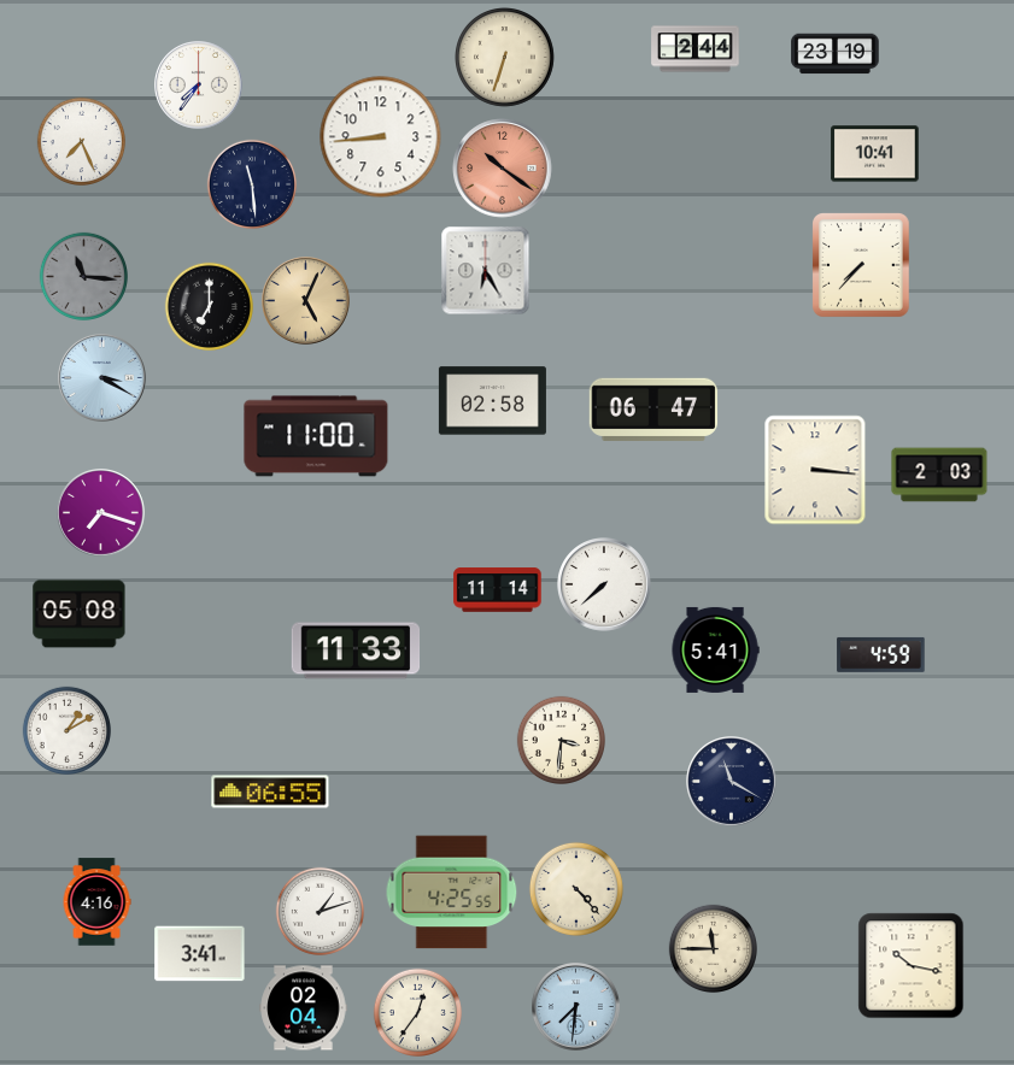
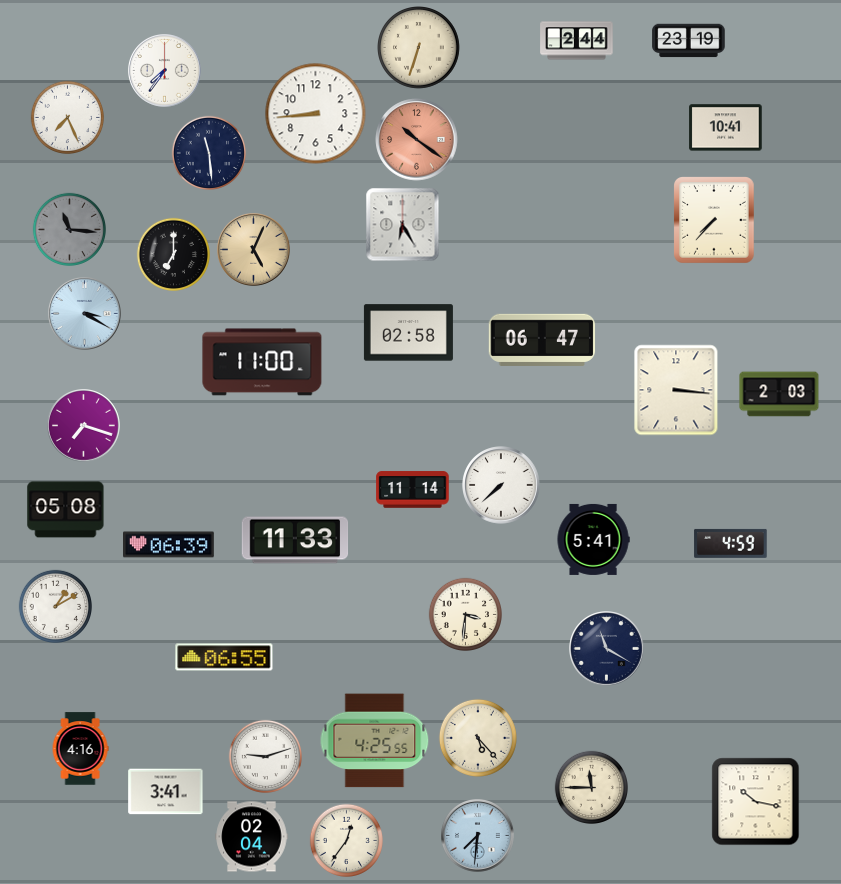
clock at (836, 54) position: (836, 54) -> (689, 41)
clock at (169, 545): none -> 06:39
clock at (576, 889): 4:23 -> 5:23
clock at (321, 911): 1:12 -> 9:12
